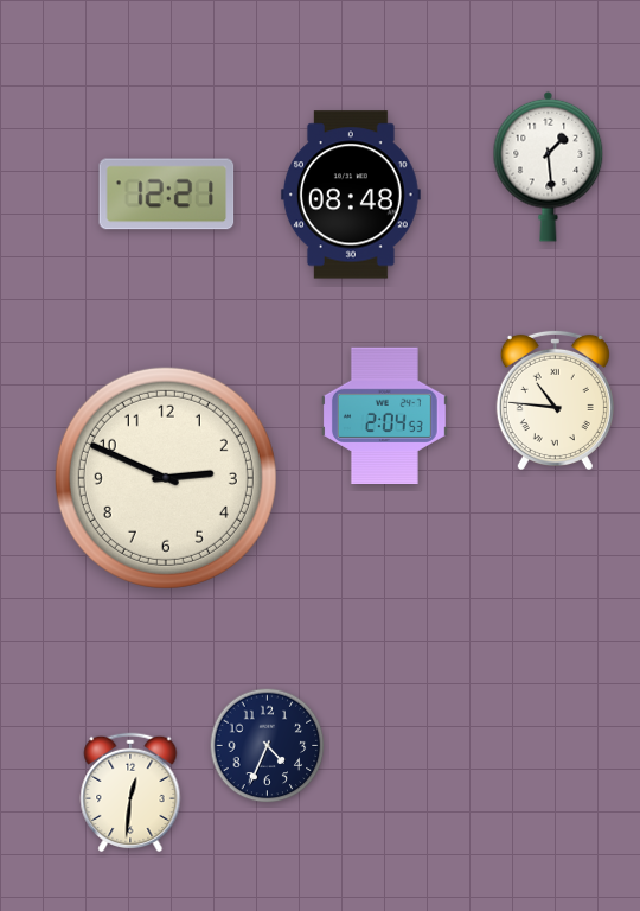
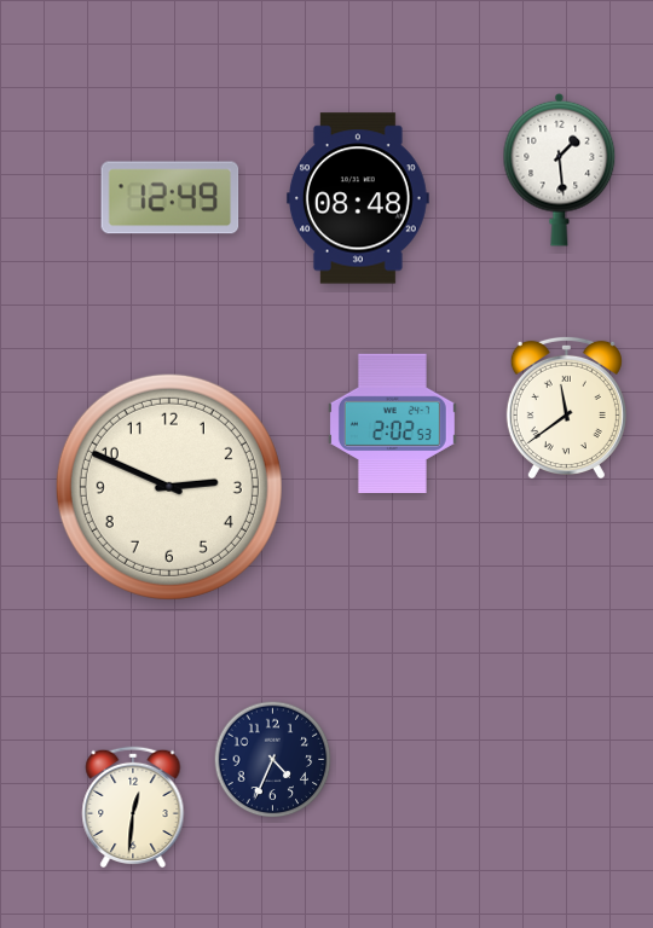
clock at (167, 195): 12:21 -> 12:49
clock at (555, 399): 10:46 -> 11:39
clock at (384, 415): 2:04 -> 2:02
